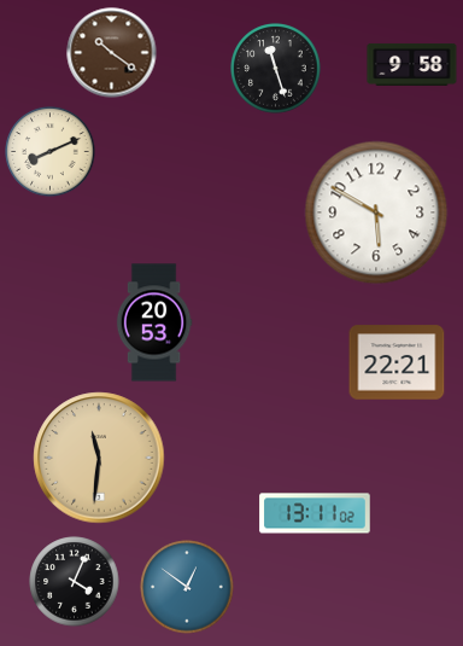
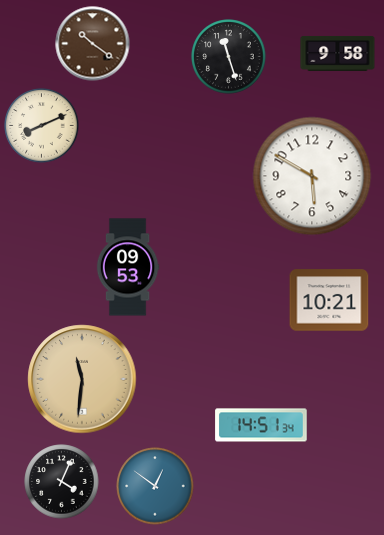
clock at (412, 64) position: (412, 64) -> (338, 53)
clock at (154, 322): 20:53 -> 09:53
clock at (397, 362): 22:21 -> 10:21
clock at (315, 513): 13:11 -> 14:51
